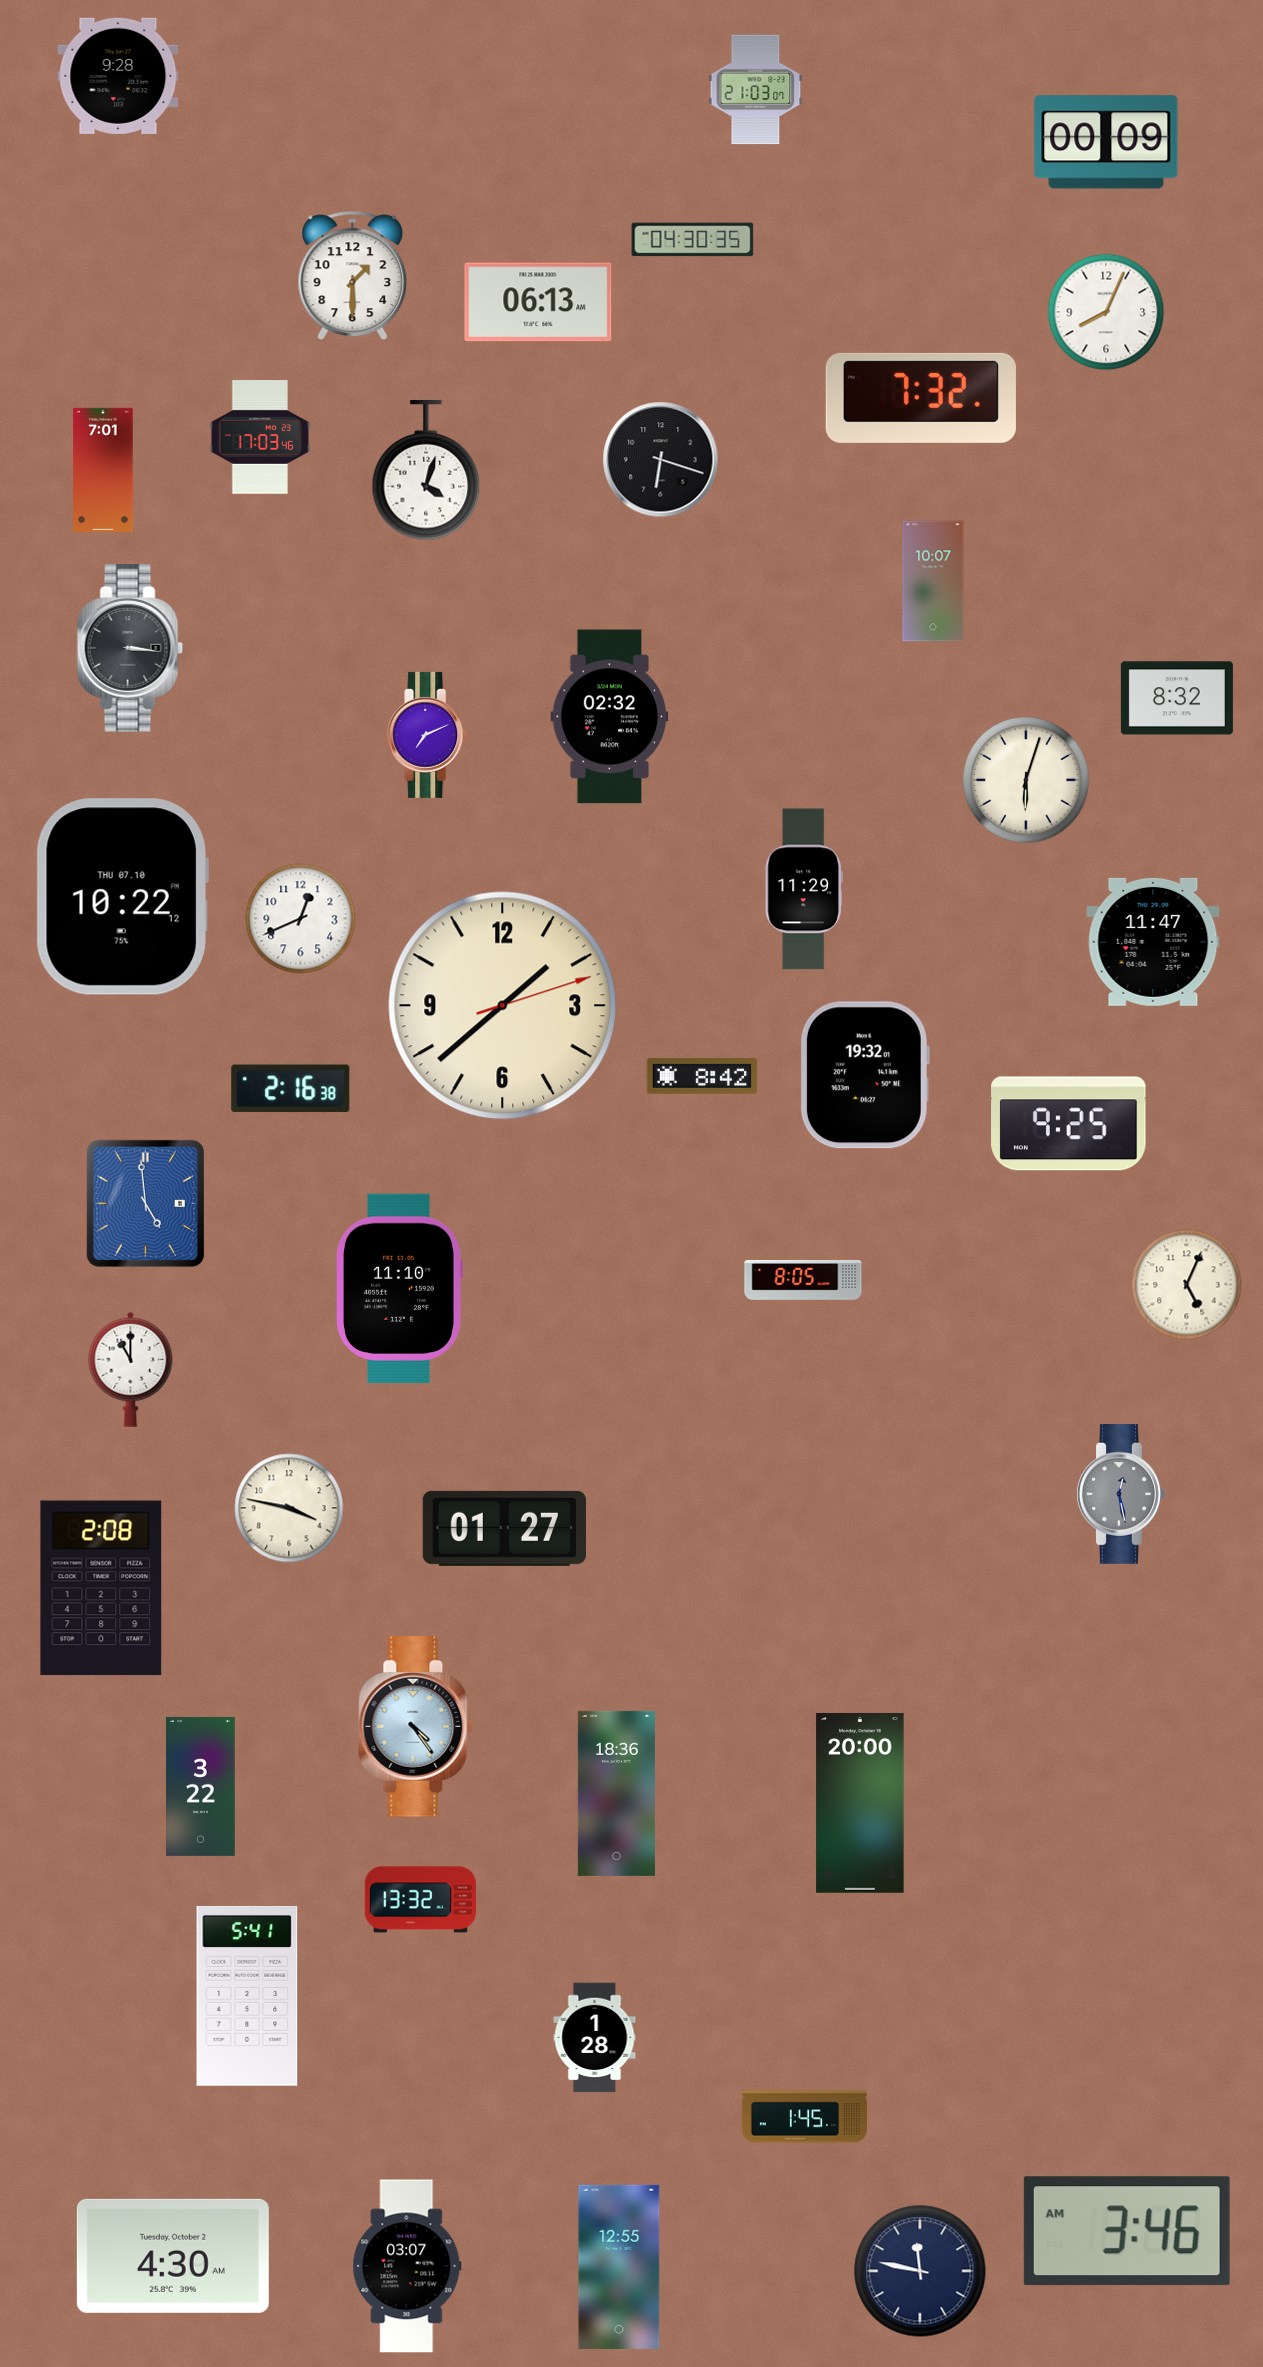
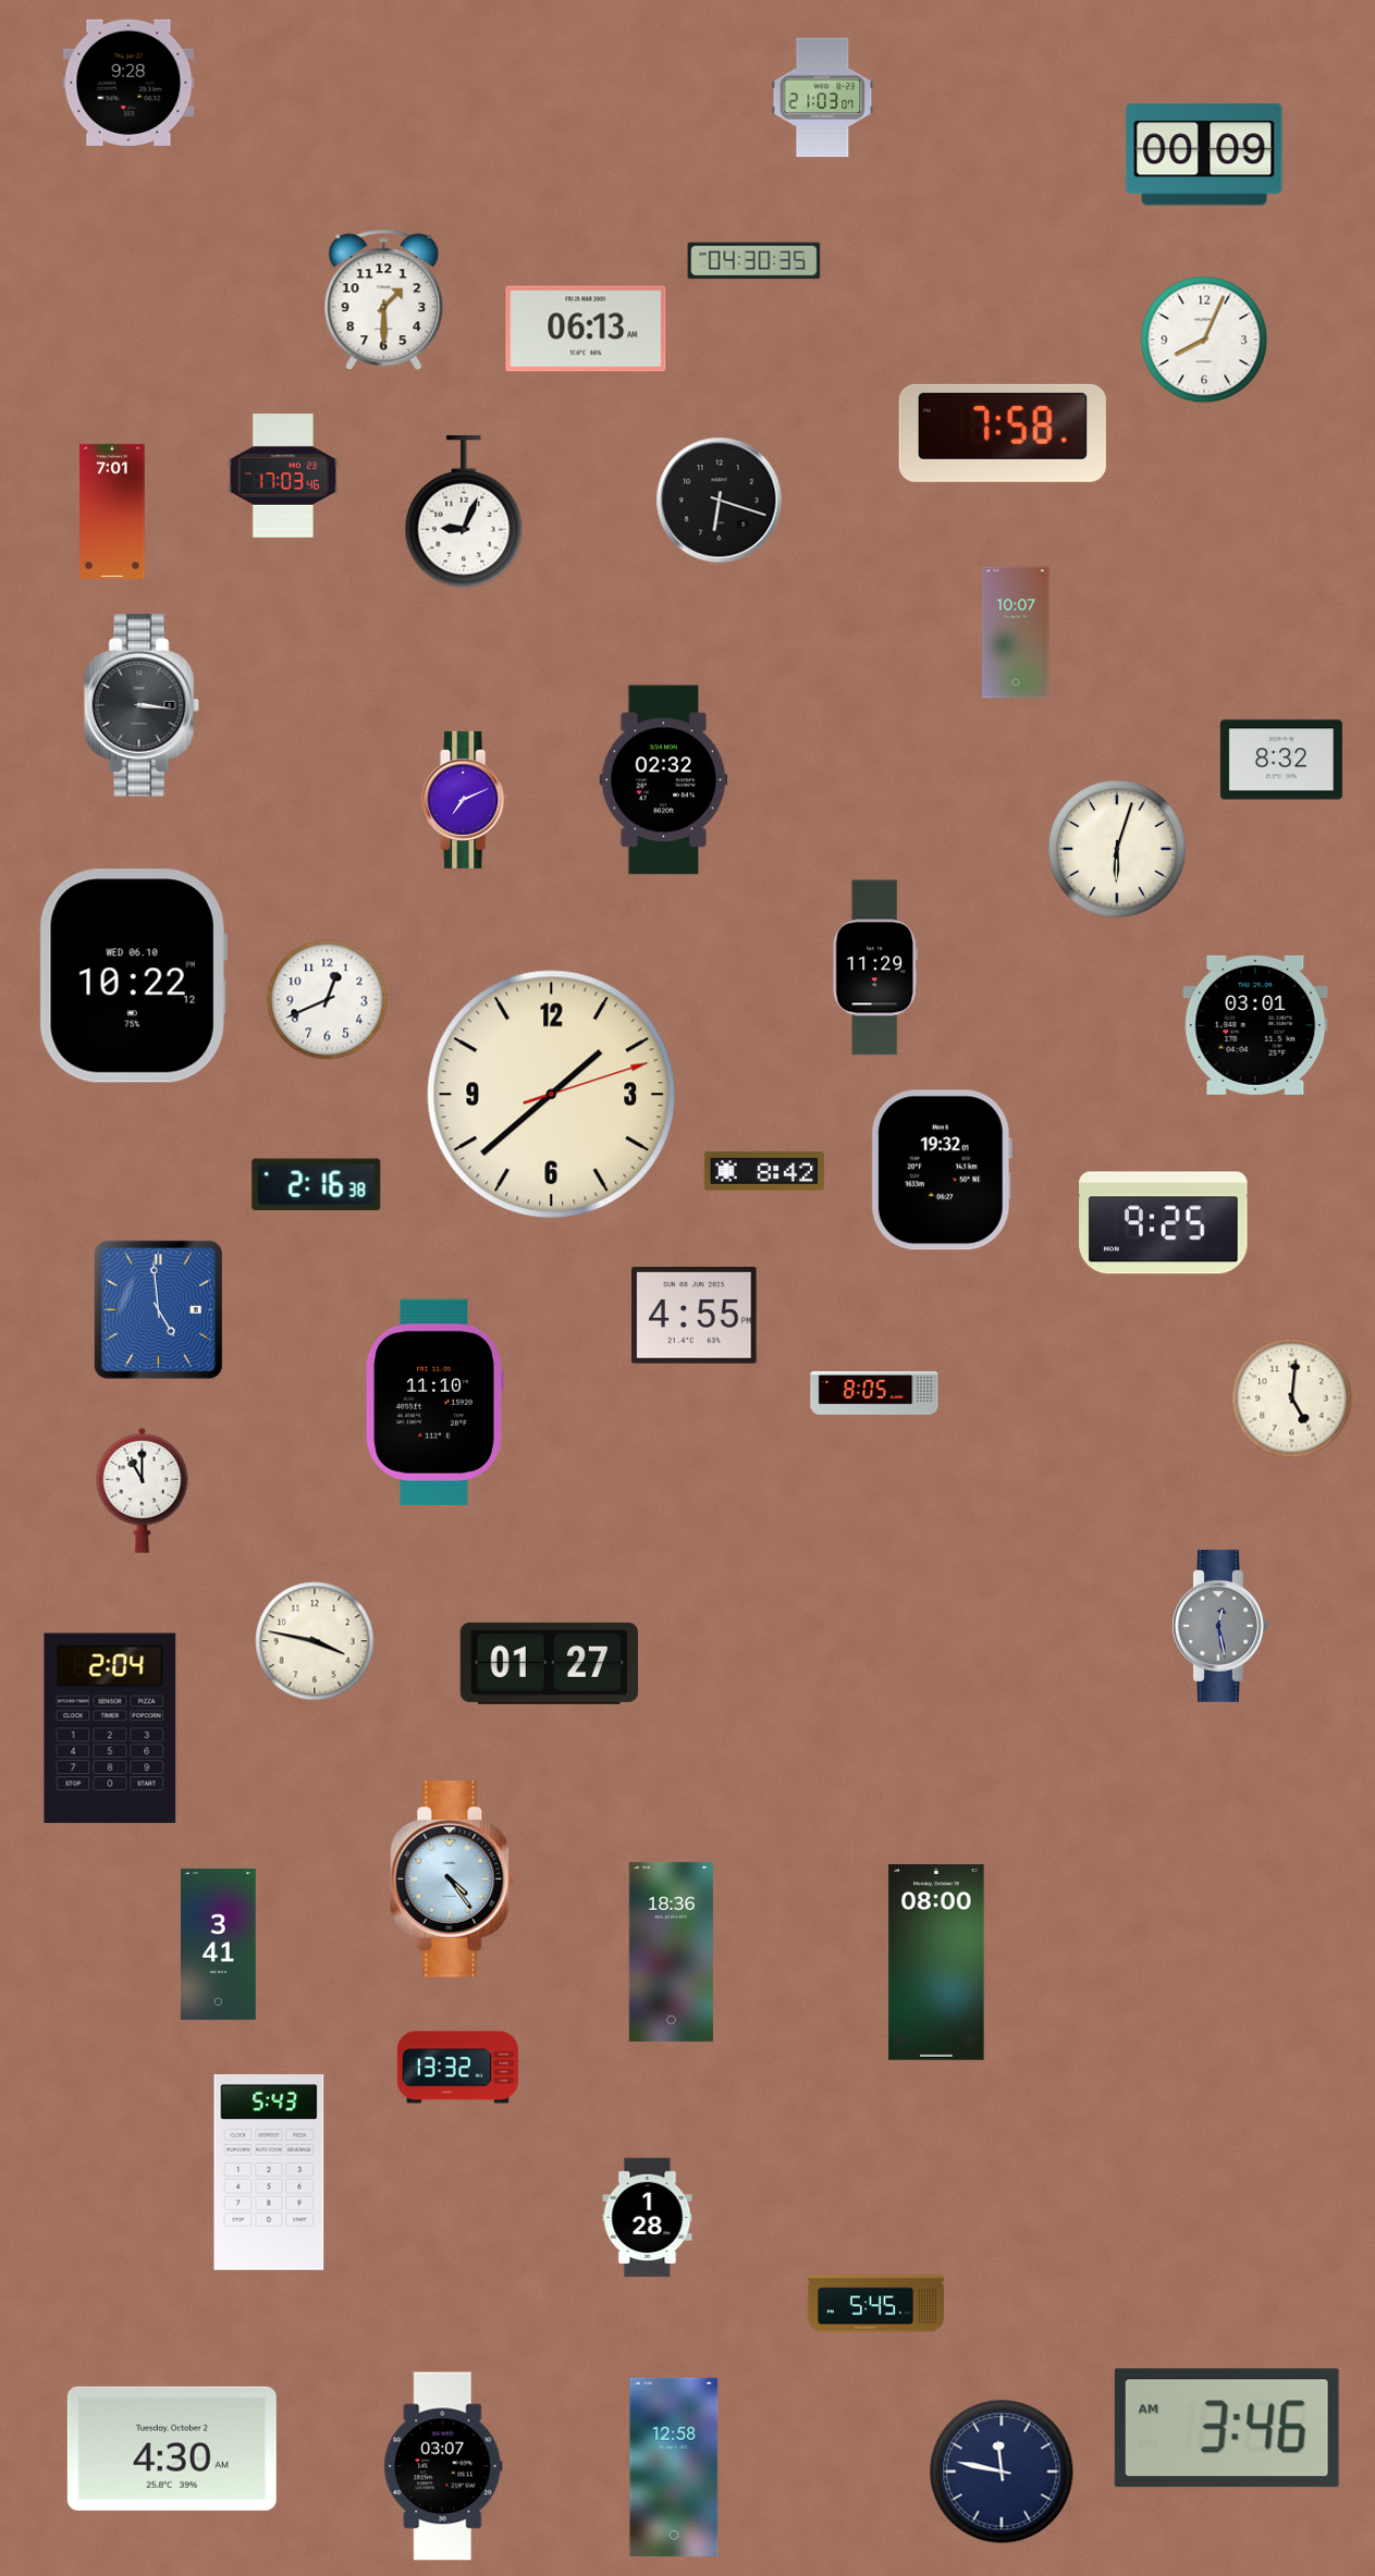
clock at (921, 398): 7:32 -> 7:58
clock at (426, 470): 4:03 -> 9:04
clock at (122, 897) date: THU 07.10 -> WED 06.10
clock at (1153, 942): 11:47 -> 03:01
clock at (503, 1006) position: (503, 1006) -> (552, 1095)
clock at (695, 1316): none -> 4:55
clock at (1187, 1285): 5:04 -> 5:01
clock at (101, 1588): 2:08 -> 2:04
clock at (201, 1786): 3:22 -> 3:41
clock at (860, 1803): 20:00 -> 08:00
clock at (247, 1996): 5:41 -> 5:43
clock at (804, 2117): 1:45 -> 5:45
clock at (173, 2256) position: (173, 2256) -> (172, 2449)
clock at (619, 2267): 12:55 -> 12:58
